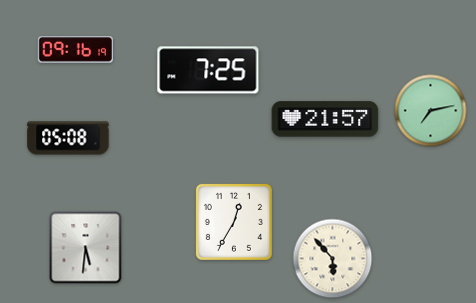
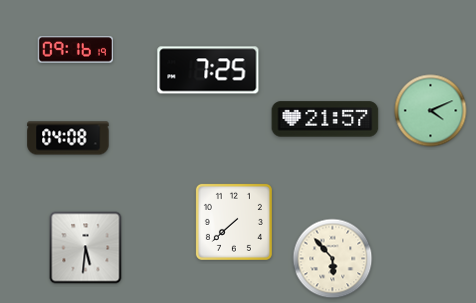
clock at (431, 111): 7:13 -> 4:11
clock at (68, 138): 05:08 -> 04:08
clock at (234, 222): 12:35 -> 7:38
